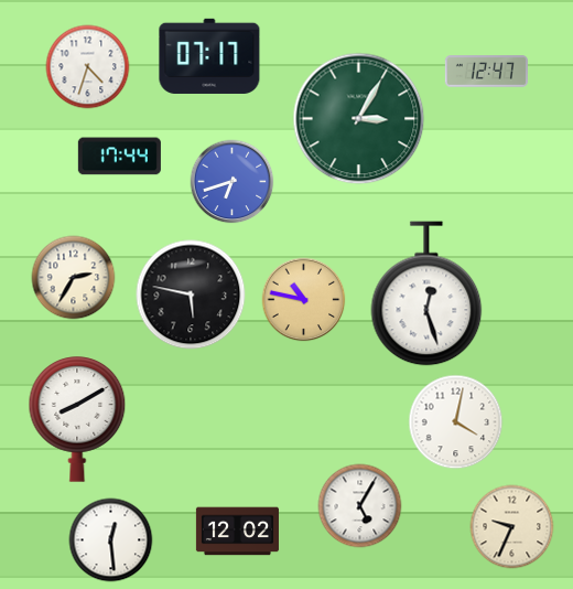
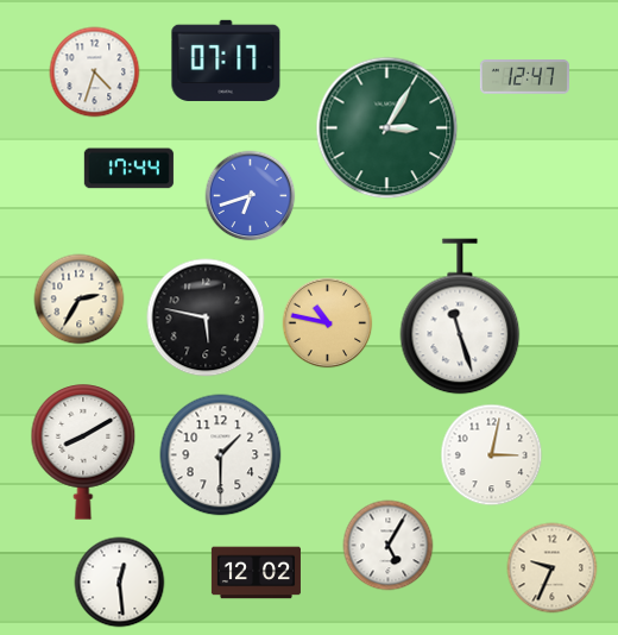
clock at (426, 293): 12:27 -> 11:27
clock at (221, 455): none -> 1:30
clock at (456, 422): 4:02 -> 3:02
